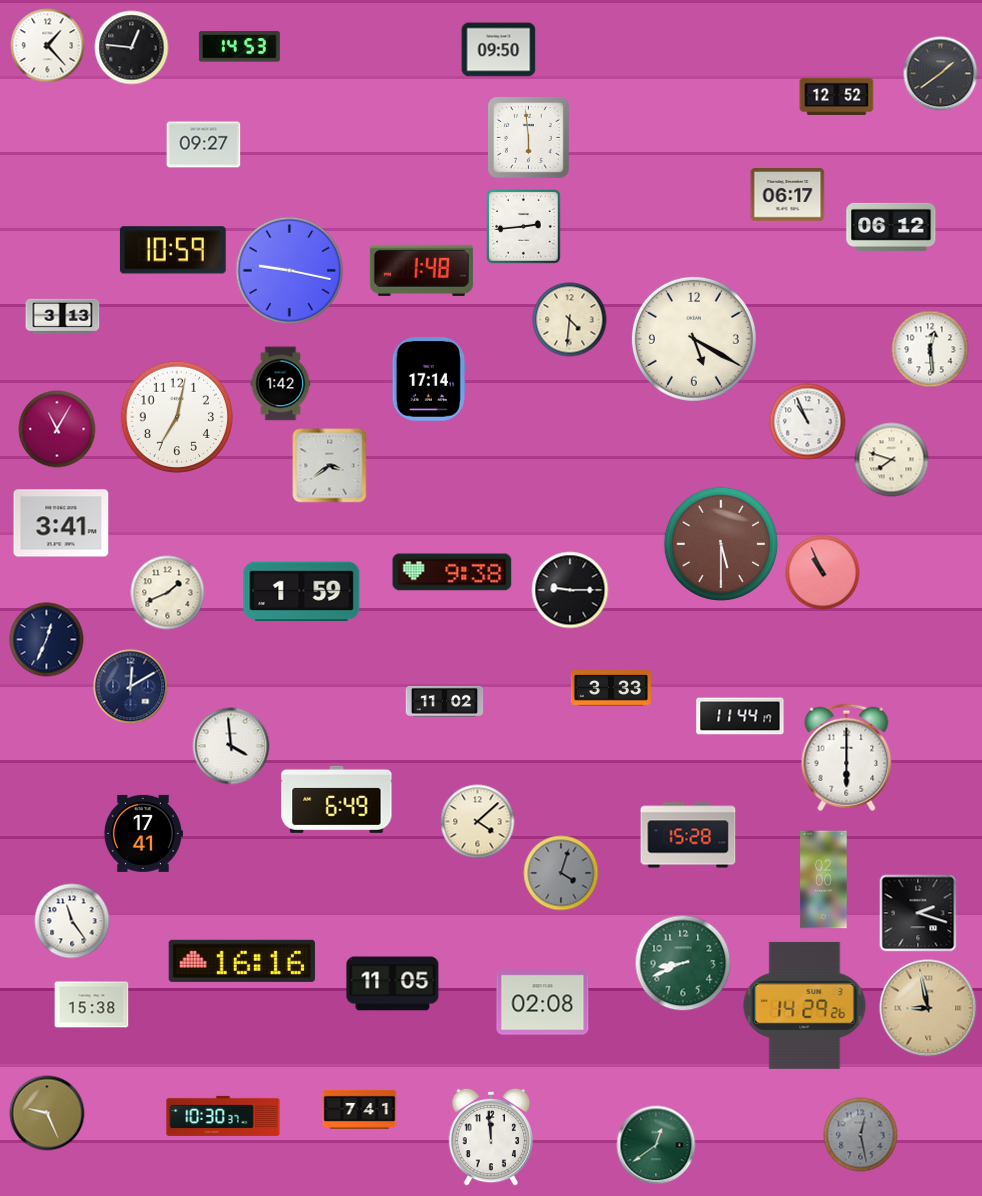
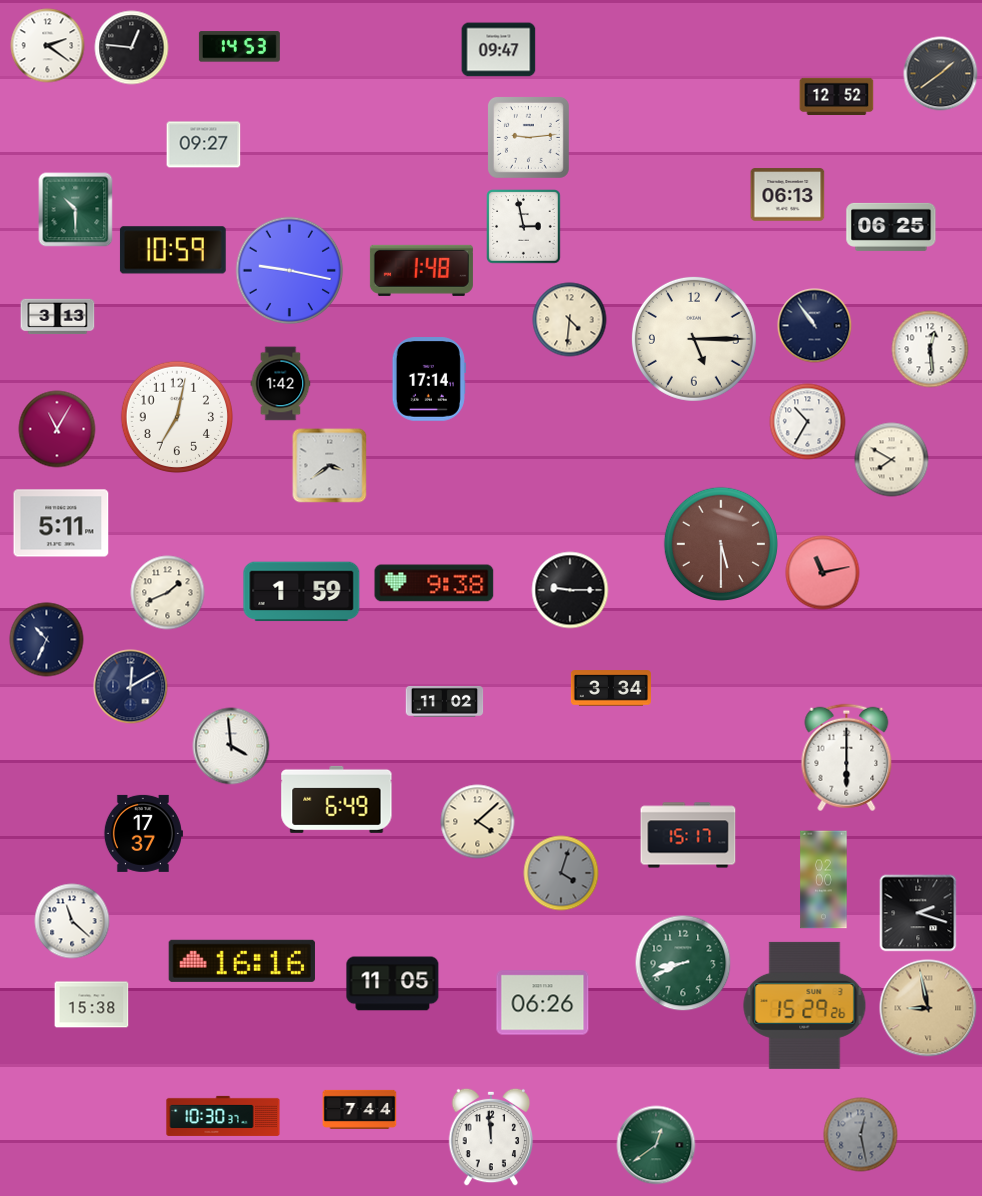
clock at (48, 46): 1:23 -> 2:21
clock at (499, 50): 09:50 -> 09:47
clock at (528, 137): 5:59 -> 9:14
clock at (788, 195): 06:17 -> 06:13
clock at (76, 210): none -> 10:30
clock at (524, 227): 2:44 -> 2:58
clock at (891, 227): 06:12 -> 06:25
clock at (63, 317) position: (63, 317) -> (58, 317)
clock at (815, 326): none -> 10:54
clock at (694, 339): 5:20 -> 5:15
clock at (808, 422): 10:56 -> 10:35
clock at (892, 460): 7:48 -> 7:50
clock at (61, 523): 3:41 -> 5:11
clock at (452, 572) position: (452, 572) -> (434, 583)
clock at (823, 573): 10:56 -> 11:13
clock at (47, 640): 12:34 -> 10:34
clock at (611, 688): 3:33 -> 3:34
clock at (740, 716): 11:44 -> none
clock at (143, 833): 17:41 -> 17:37
clock at (688, 835): 15:28 -> 15:17
clock at (72, 921): 11:24 -> 11:22
clock at (543, 1003): 02:08 -> 06:26
clock at (805, 1005): 14:29 -> 15:29
clock at (360, 1109): 7:41 -> 7:44
clock at (47, 1113): 9:26 -> none
